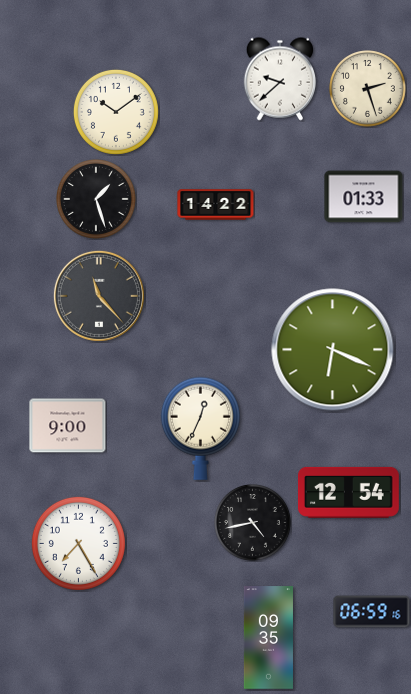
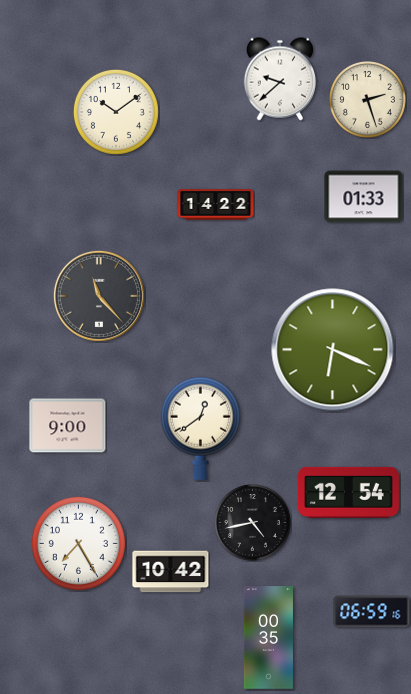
clock at (368, 89) position: (368, 89) -> (368, 100)
clock at (96, 199): 1:27 -> none
clock at (200, 428): 12:34 -> 12:39
clock at (171, 572): none -> 10:42
clock at (268, 638): 09:35 -> 00:35
